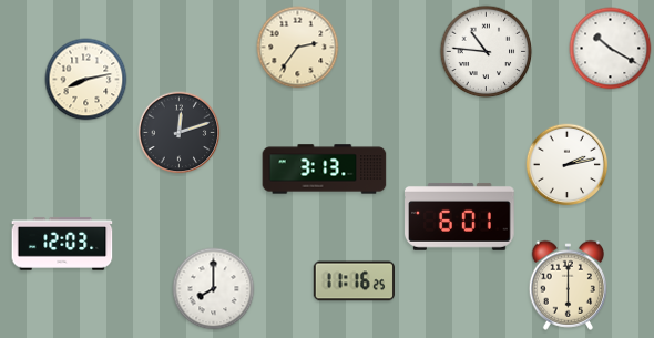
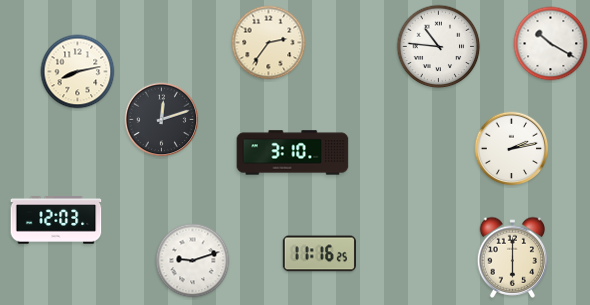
clock at (325, 170): 3:13 -> 3:10
clock at (460, 216): 6:01 -> none
clock at (214, 289): 8:00 -> 9:12
